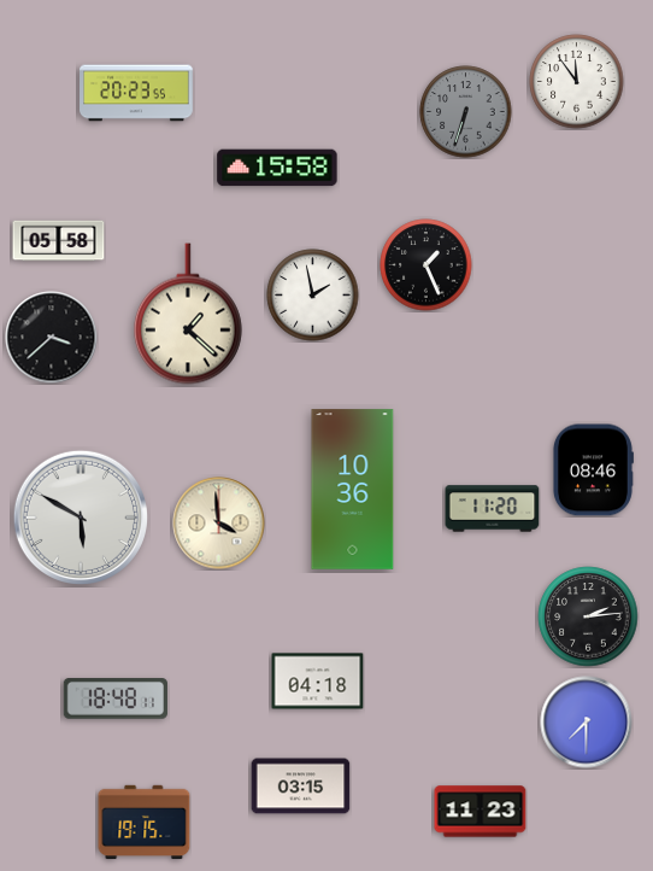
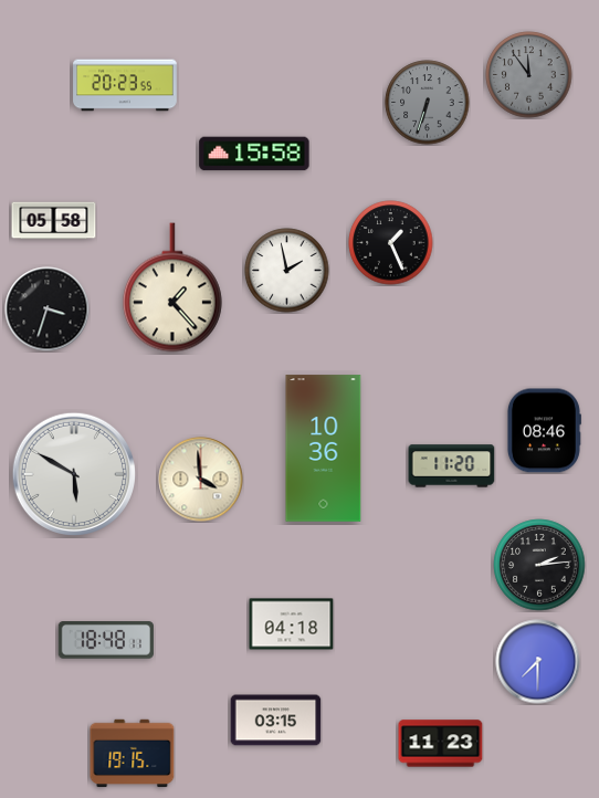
clock at (577, 82) dial: white -> grey
clock at (188, 314): 1:22 -> 1:23
clock at (52, 338): 3:38 -> 3:33
